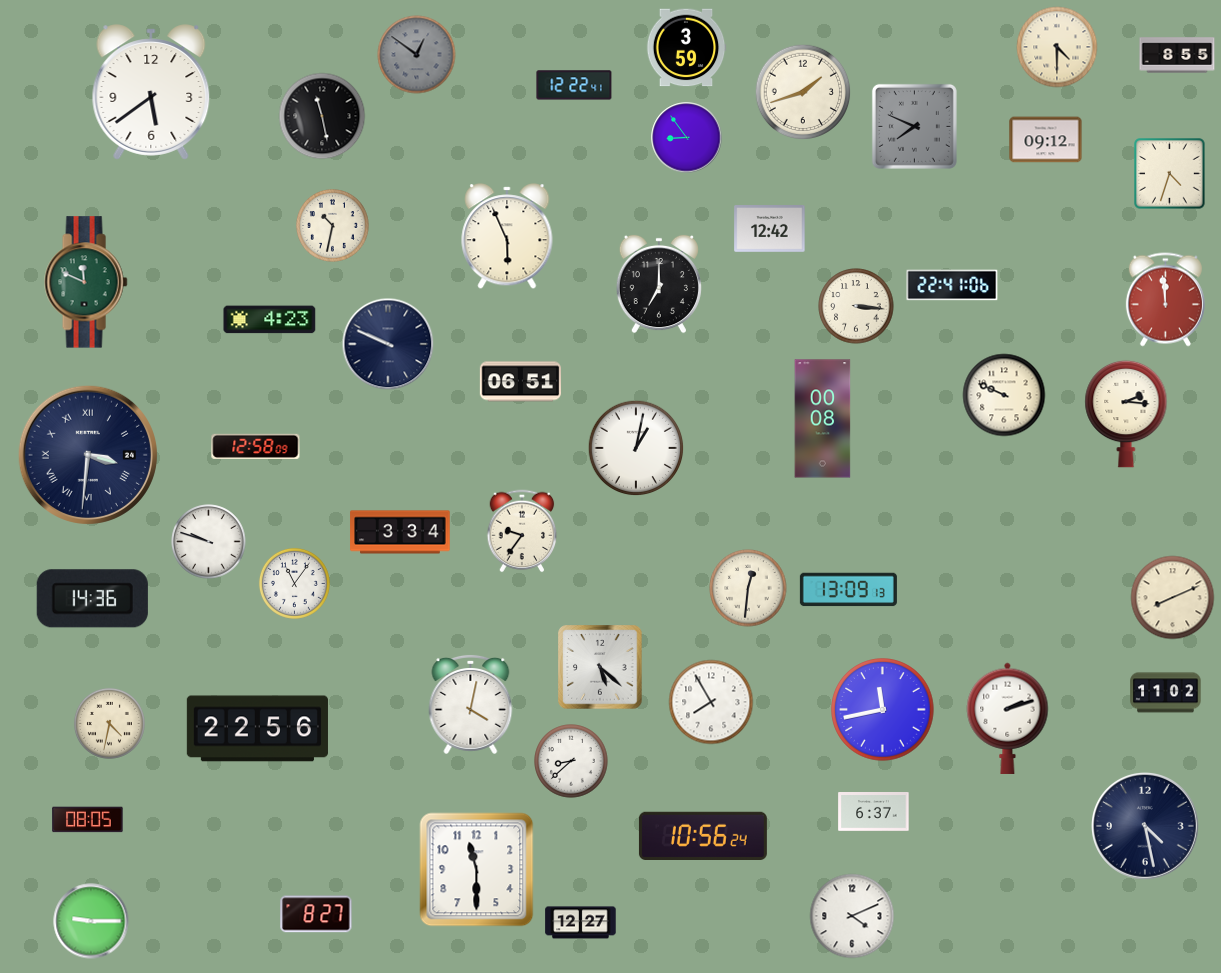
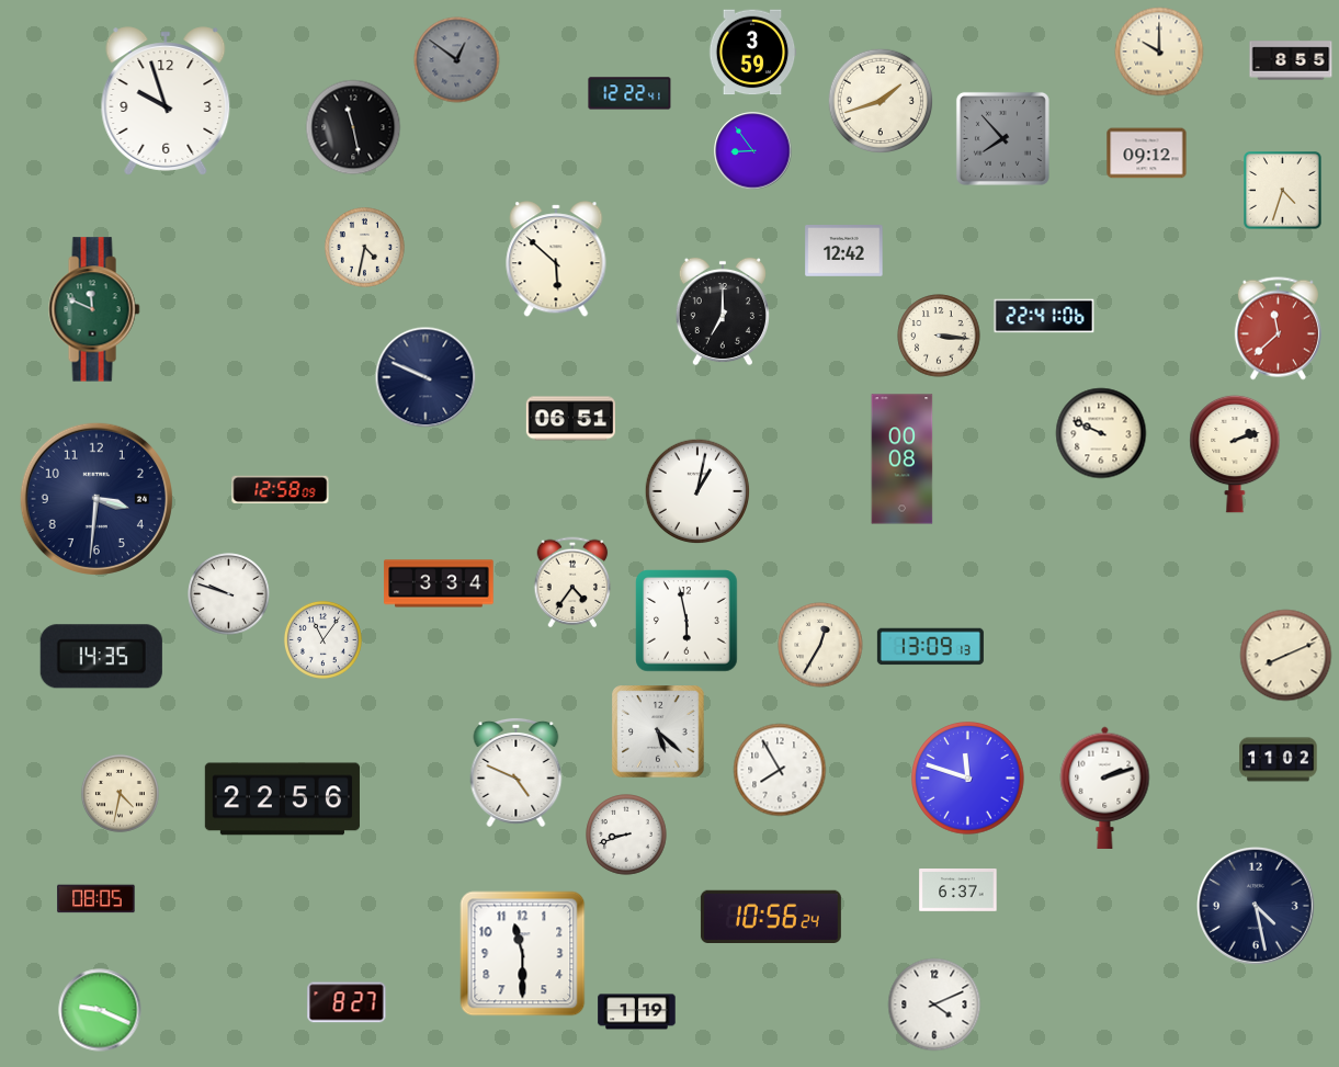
clock at (1057, 47): 4:30 -> 10:00
clock at (151, 92): 5:39 -> 9:57
clock at (914, 126): 7:49 -> 7:53
clock at (333, 226): 10:32 -> 4:32
clock at (507, 236): 5:56 -> 5:52
clock at (952, 285) position: (952, 285) -> (1044, 316)
clock at (1165, 300): 11:59 -> 11:38
clock at (270, 320): 4:23 -> none
clock at (1126, 414): 2:16 -> 2:12
clock at (88, 455) numerals: Roman -> Arabic
clock at (522, 531): 9:36 -> 4:36
clock at (686, 621): none -> 5:58
clock at (748, 588): 12:31 -> 12:35
clock at (92, 599): 14:36 -> 14:35
clock at (471, 704): 4:02 -> 4:49
clock at (883, 710): 11:43 -> 11:48
clock at (571, 761): 8:38 -> 8:42
clock at (91, 921): 9:15 -> 9:19
clock at (581, 923): 12:27 -> 1:19
